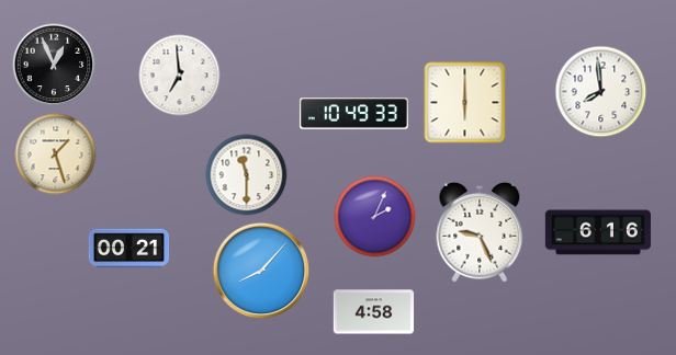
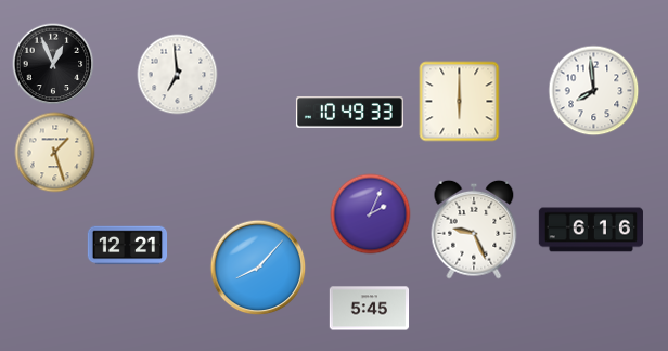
clock at (247, 175): 11:30 -> none
clock at (129, 249): 00:21 -> 12:21
clock at (374, 312): 4:58 -> 5:45
